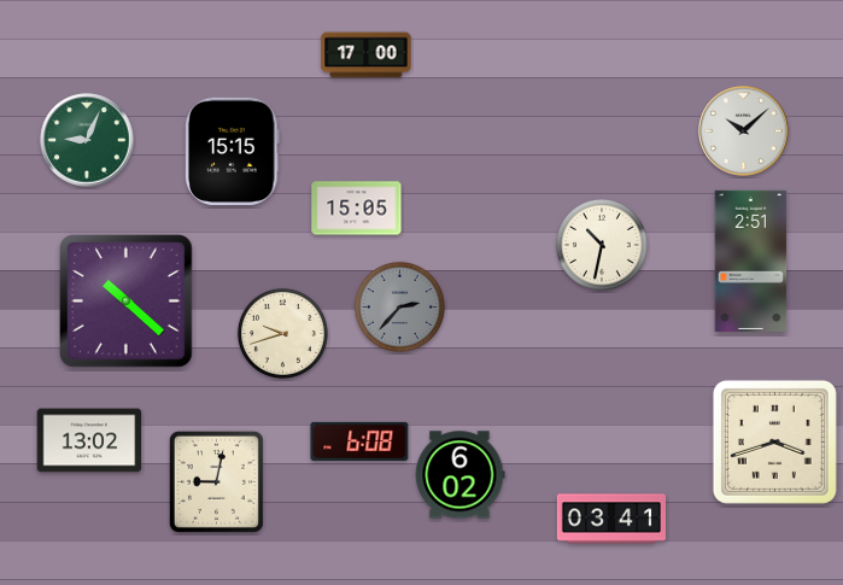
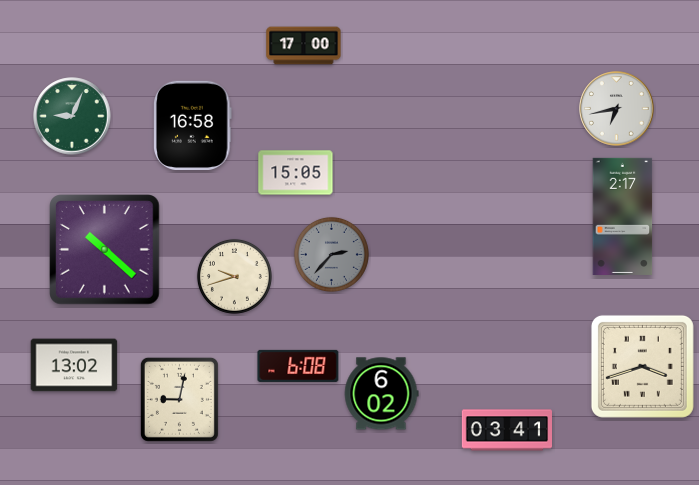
clock at (744, 131): 10:08 -> 6:43
clock at (233, 151): 15:15 -> 16:58
clock at (602, 245): 10:32 -> none
clock at (751, 261): 2:51 -> 2:17
